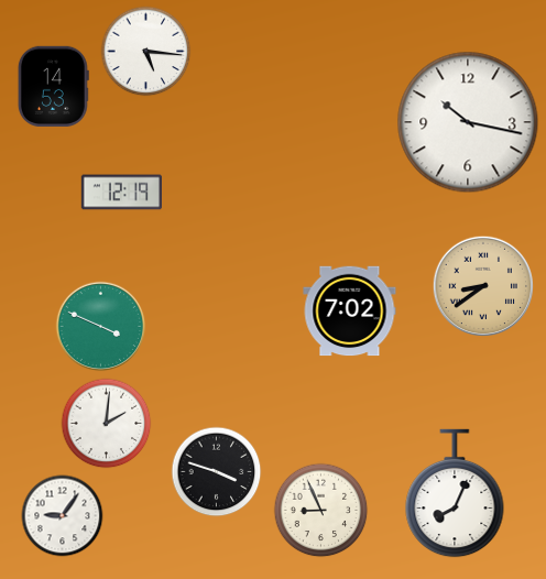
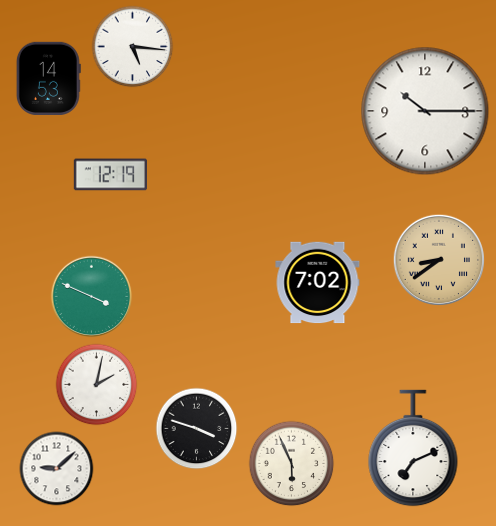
clock at (468, 122): 10:17 -> 10:15
clock at (107, 424): 2:01 -> 2:02
clock at (455, 493): 8:04 -> 7:11
clock at (321, 511): 8:56 -> 5:56
clock at (63, 516): 9:06 -> 9:08
